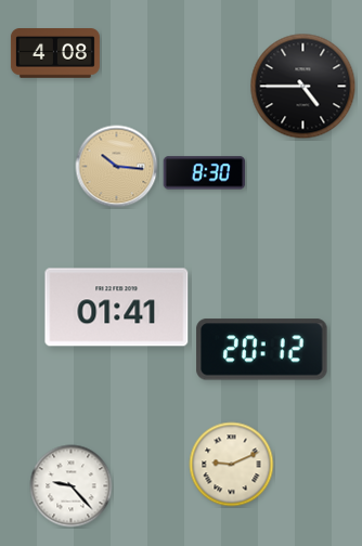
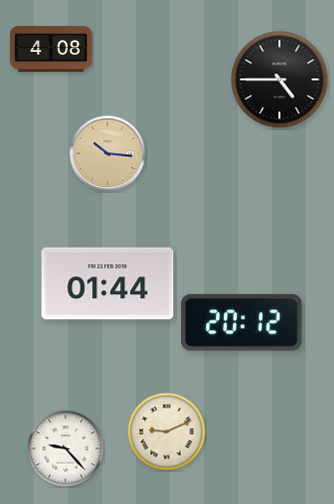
clock at (205, 173): 8:30 -> none
clock at (117, 308): 01:41 -> 01:44
clock at (232, 465) position: (232, 465) -> (167, 432)
